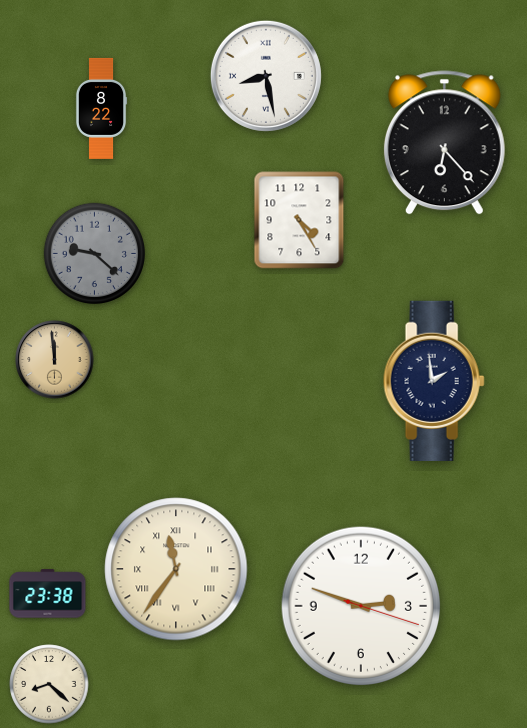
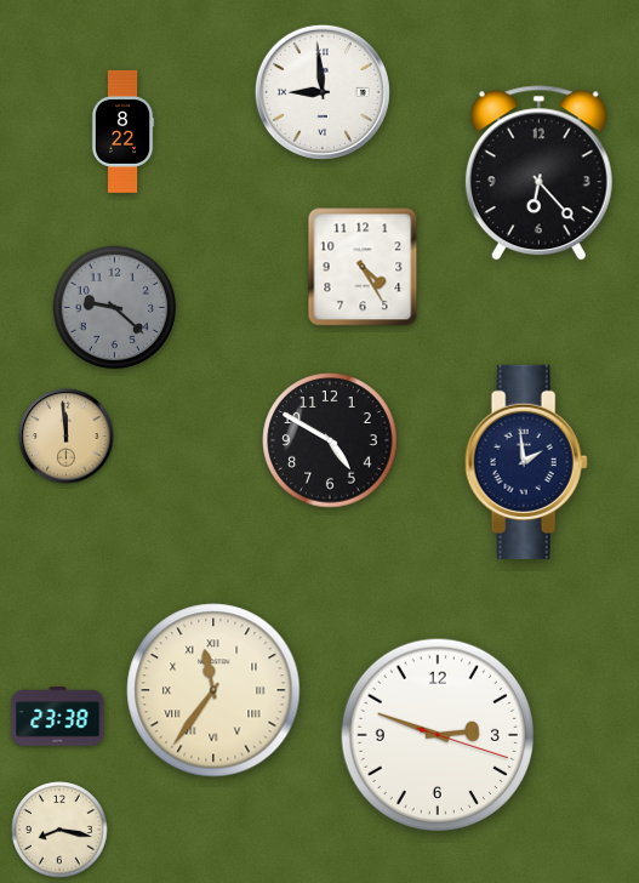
clock at (266, 76): 8:28 -> 8:59
clock at (330, 440): none -> 4:50
clock at (48, 594) position: (48, 594) -> (58, 717)
clock at (49, 684): 8:22 -> 8:17
